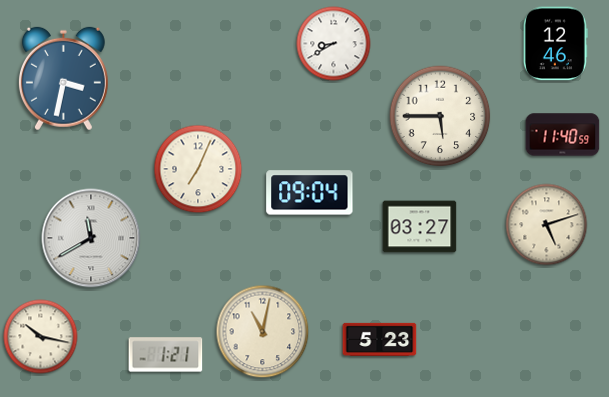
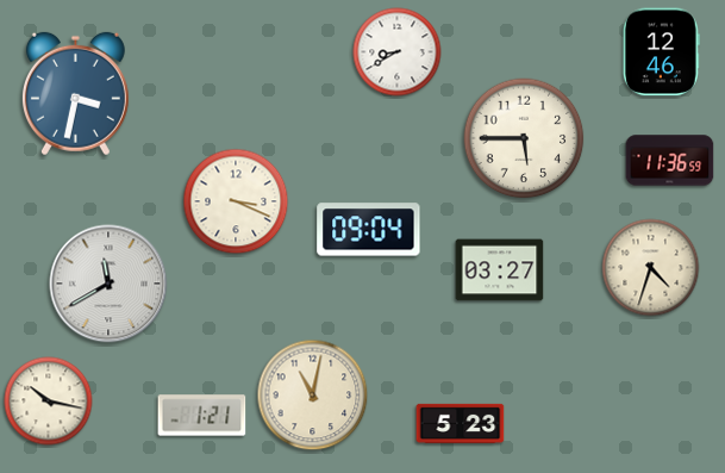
clock at (563, 135): 11:40 -> 11:36
clock at (198, 169): 7:04 -> 3:19
clock at (547, 225): 5:12 -> 4:33
clock at (380, 339) position: (380, 339) -> (461, 423)
clock at (166, 355) position: (166, 355) -> (202, 416)
